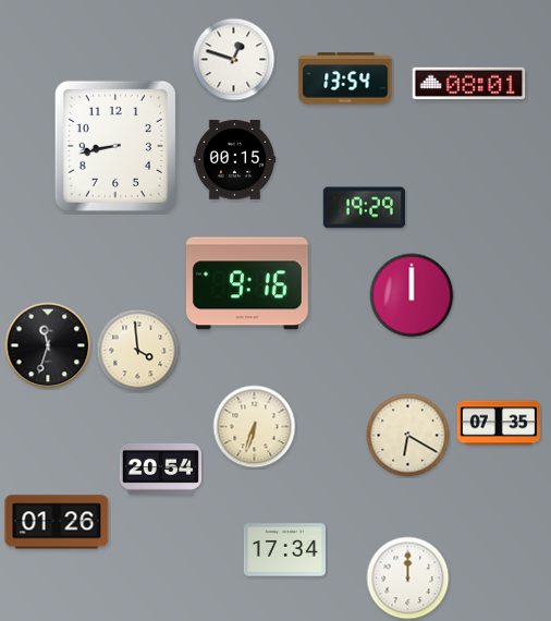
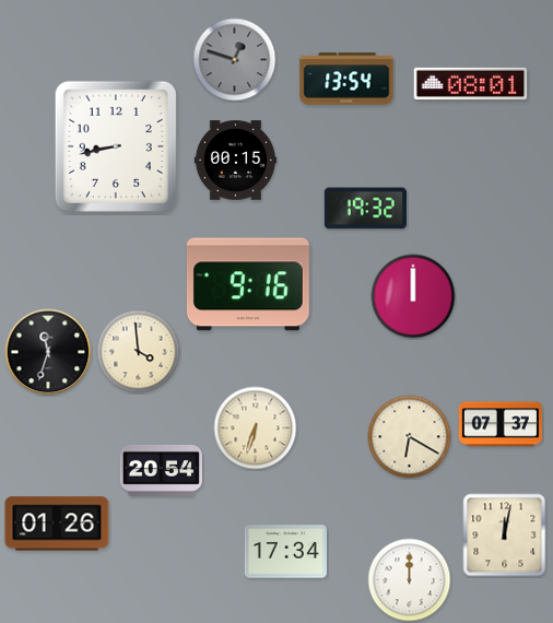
clock at (234, 60) dial: white -> grey
clock at (364, 208): 19:29 -> 19:32
clock at (48, 345) position: (48, 345) -> (48, 352)
clock at (499, 423): 07:35 -> 07:37
clock at (505, 536): none -> 12:02
